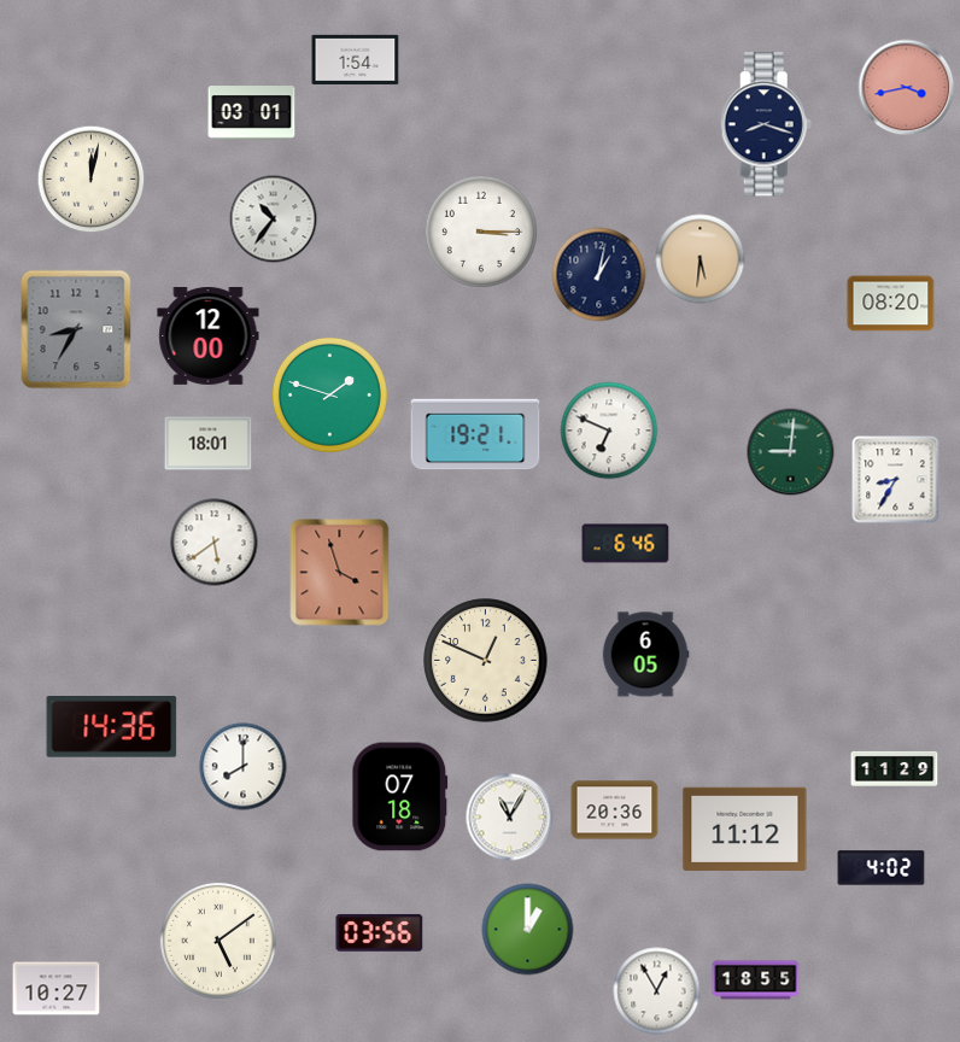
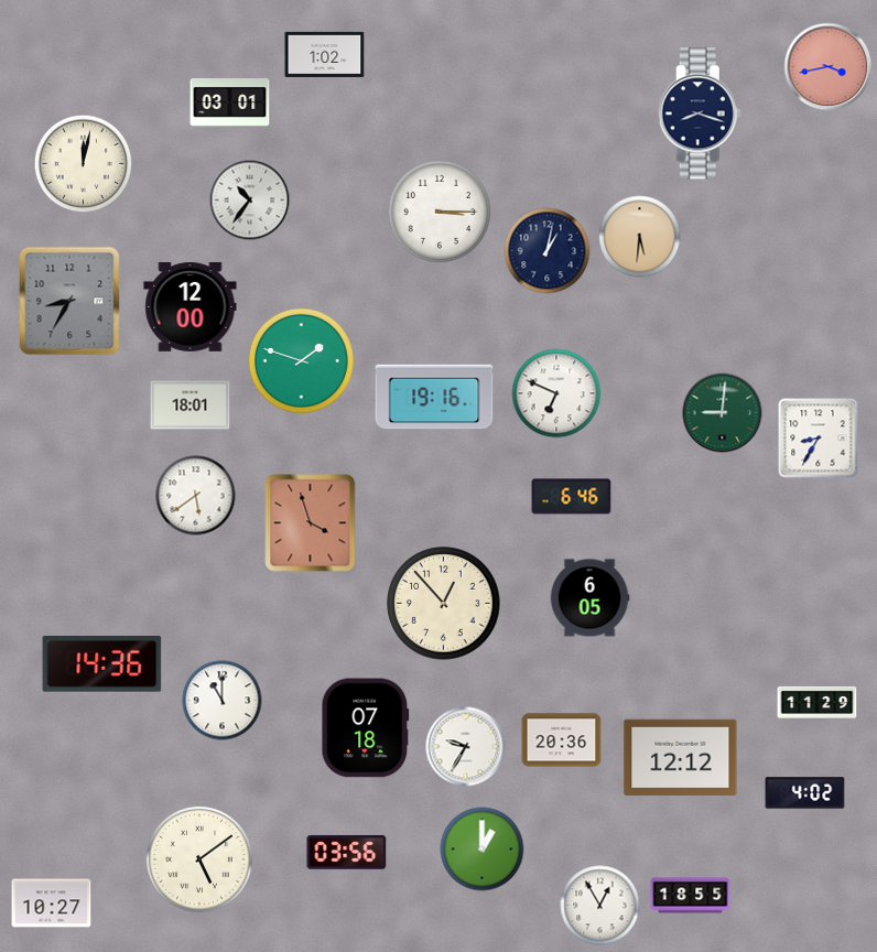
clock at (356, 59): 1:54 -> 1:02
clock at (907, 88) position: (907, 88) -> (829, 67)
clock at (891, 304): 08:20 -> none
clock at (475, 434): 19:21 -> 19:16
clock at (486, 661): 12:49 -> 12:53
clock at (244, 767): 8:00 -> 11:00
clock at (510, 818): 11:05 -> 9:35
clock at (745, 829): 11:12 -> 12:12
